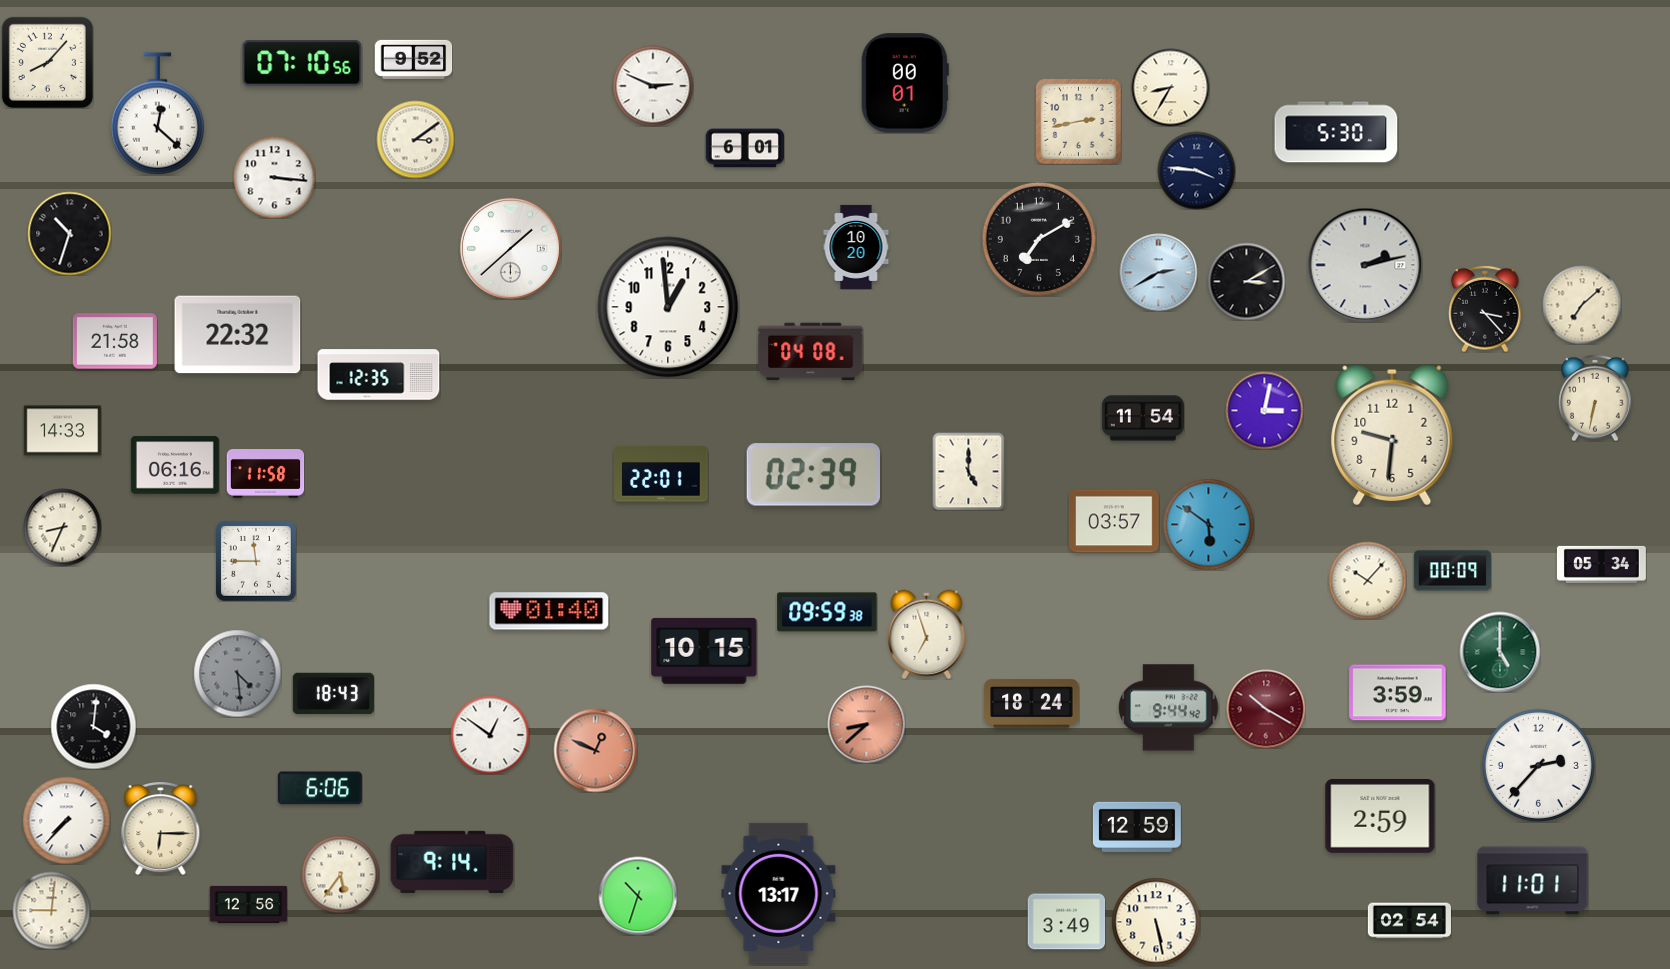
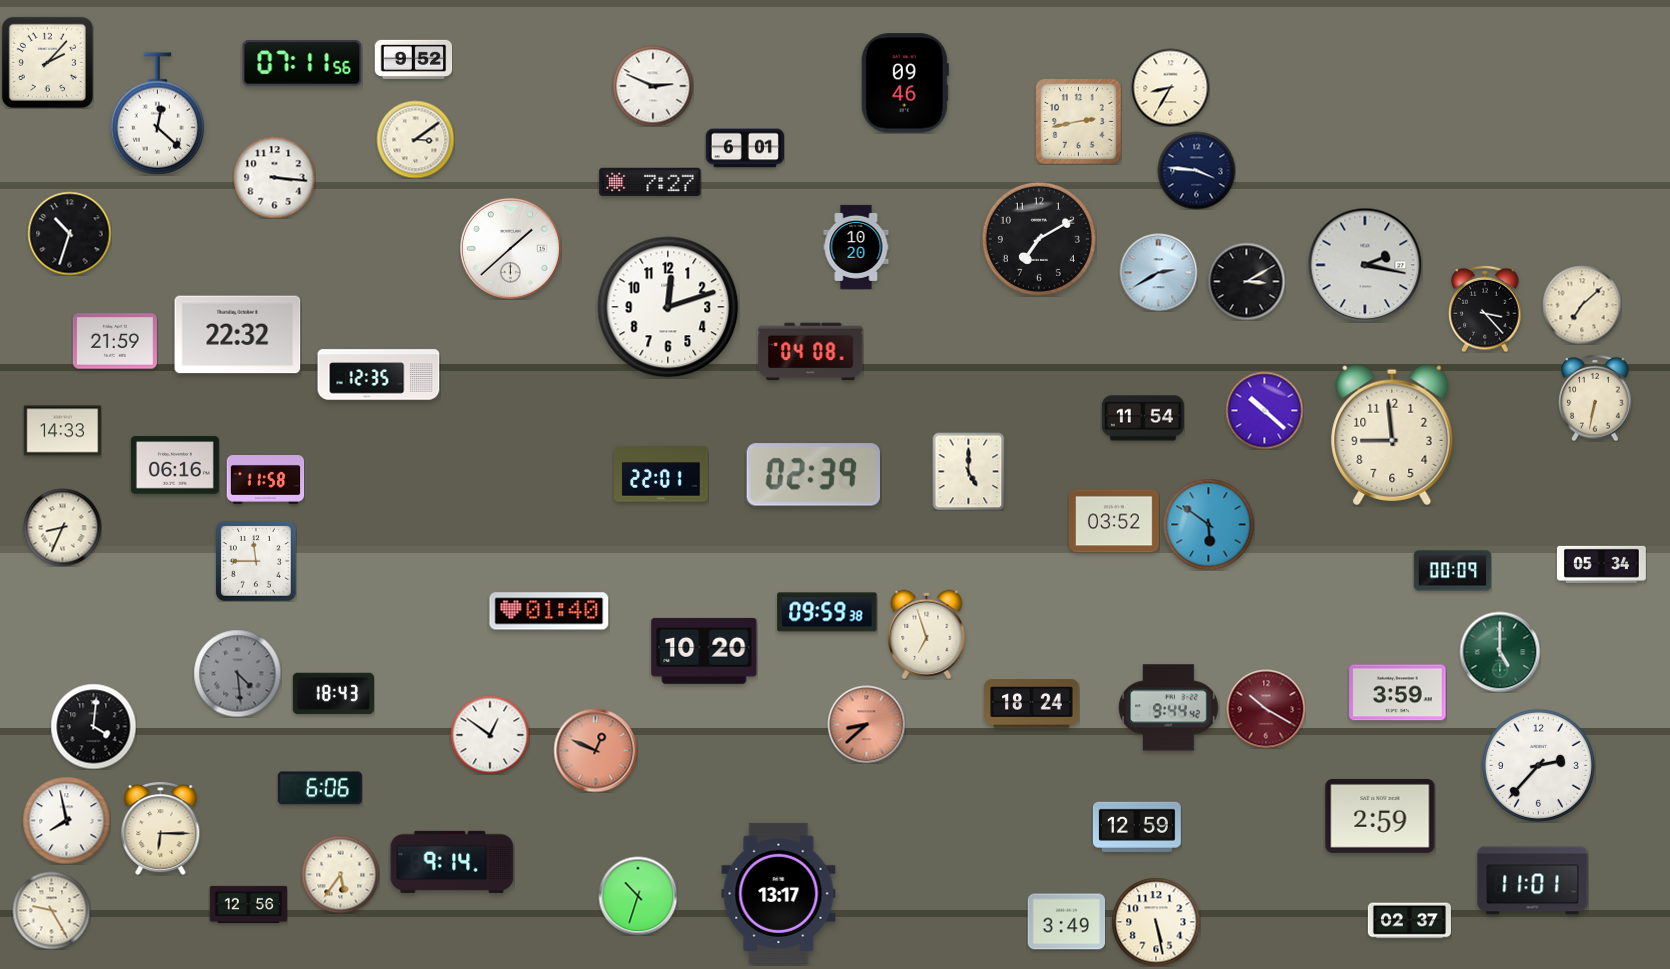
clock at (47, 62): 8:07 -> 2:07
clock at (302, 63): 07:10 -> 07:11
clock at (905, 83): 00:01 -> 09:46
clock at (1336, 132): 5:30 -> none
clock at (650, 182): none -> 7:27
clock at (1365, 265): 2:13 -> 2:17
clock at (668, 307): 12:59 -> 12:12
clock at (115, 341): 21:58 -> 21:59
clock at (1264, 410): 3:02 -> 10:22
clock at (1392, 435): 9:31 -> 8:59
clock at (265, 474) position: (265, 474) -> (265, 480)
clock at (1114, 521): 03:57 -> 03:52
clock at (1367, 580): 10:07 -> none
clock at (704, 651): 10:15 -> 10:20
clock at (66, 820): 7:37 -> 7:58
clock at (51, 910): 9:01 -> 9:25
clock at (1409, 921): 02:54 -> 02:37
